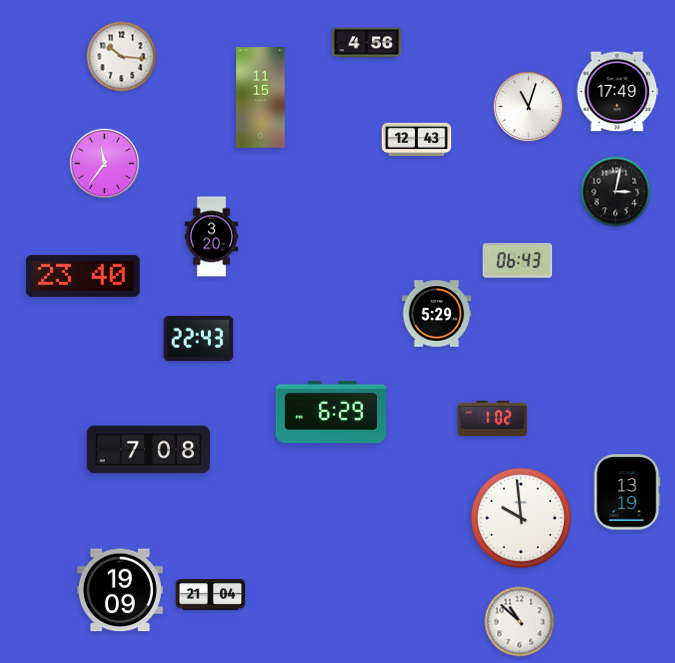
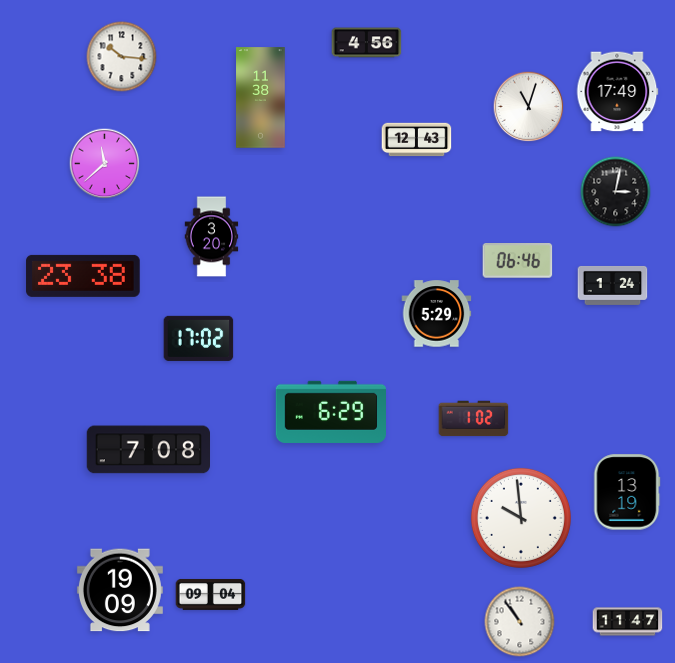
clock at (261, 98): 11:15 -> 11:38
clock at (105, 164): 11:36 -> 11:38
clock at (518, 261): 06:43 -> 06:46
clock at (83, 276): 23:40 -> 23:38
clock at (613, 285): none -> 1:24
clock at (199, 338): 22:43 -> 17:02
clock at (493, 419) position: (493, 419) -> (474, 419)
clock at (211, 594): 21:04 -> 09:04
clock at (520, 622): 10:52 -> 10:54
clock at (628, 622): none -> 11:47
